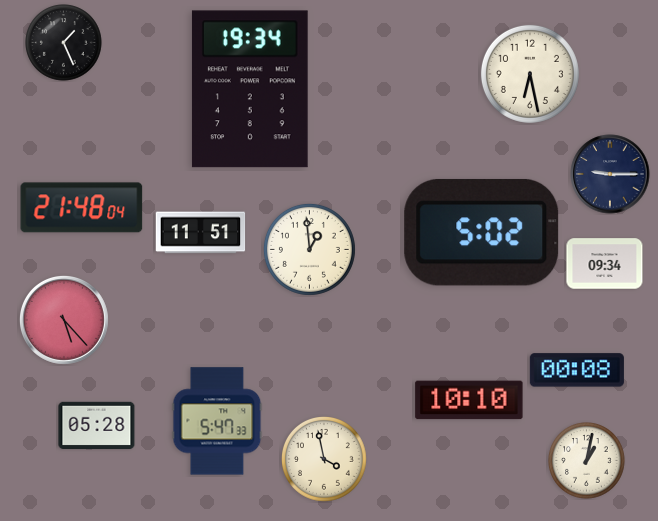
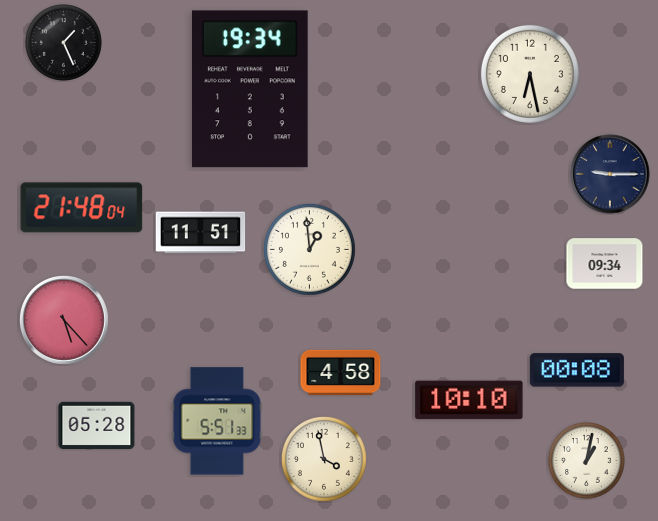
clock at (482, 232): 5:02 -> none
clock at (341, 373): none -> 4:58
clock at (217, 421): 5:47 -> 5:51
